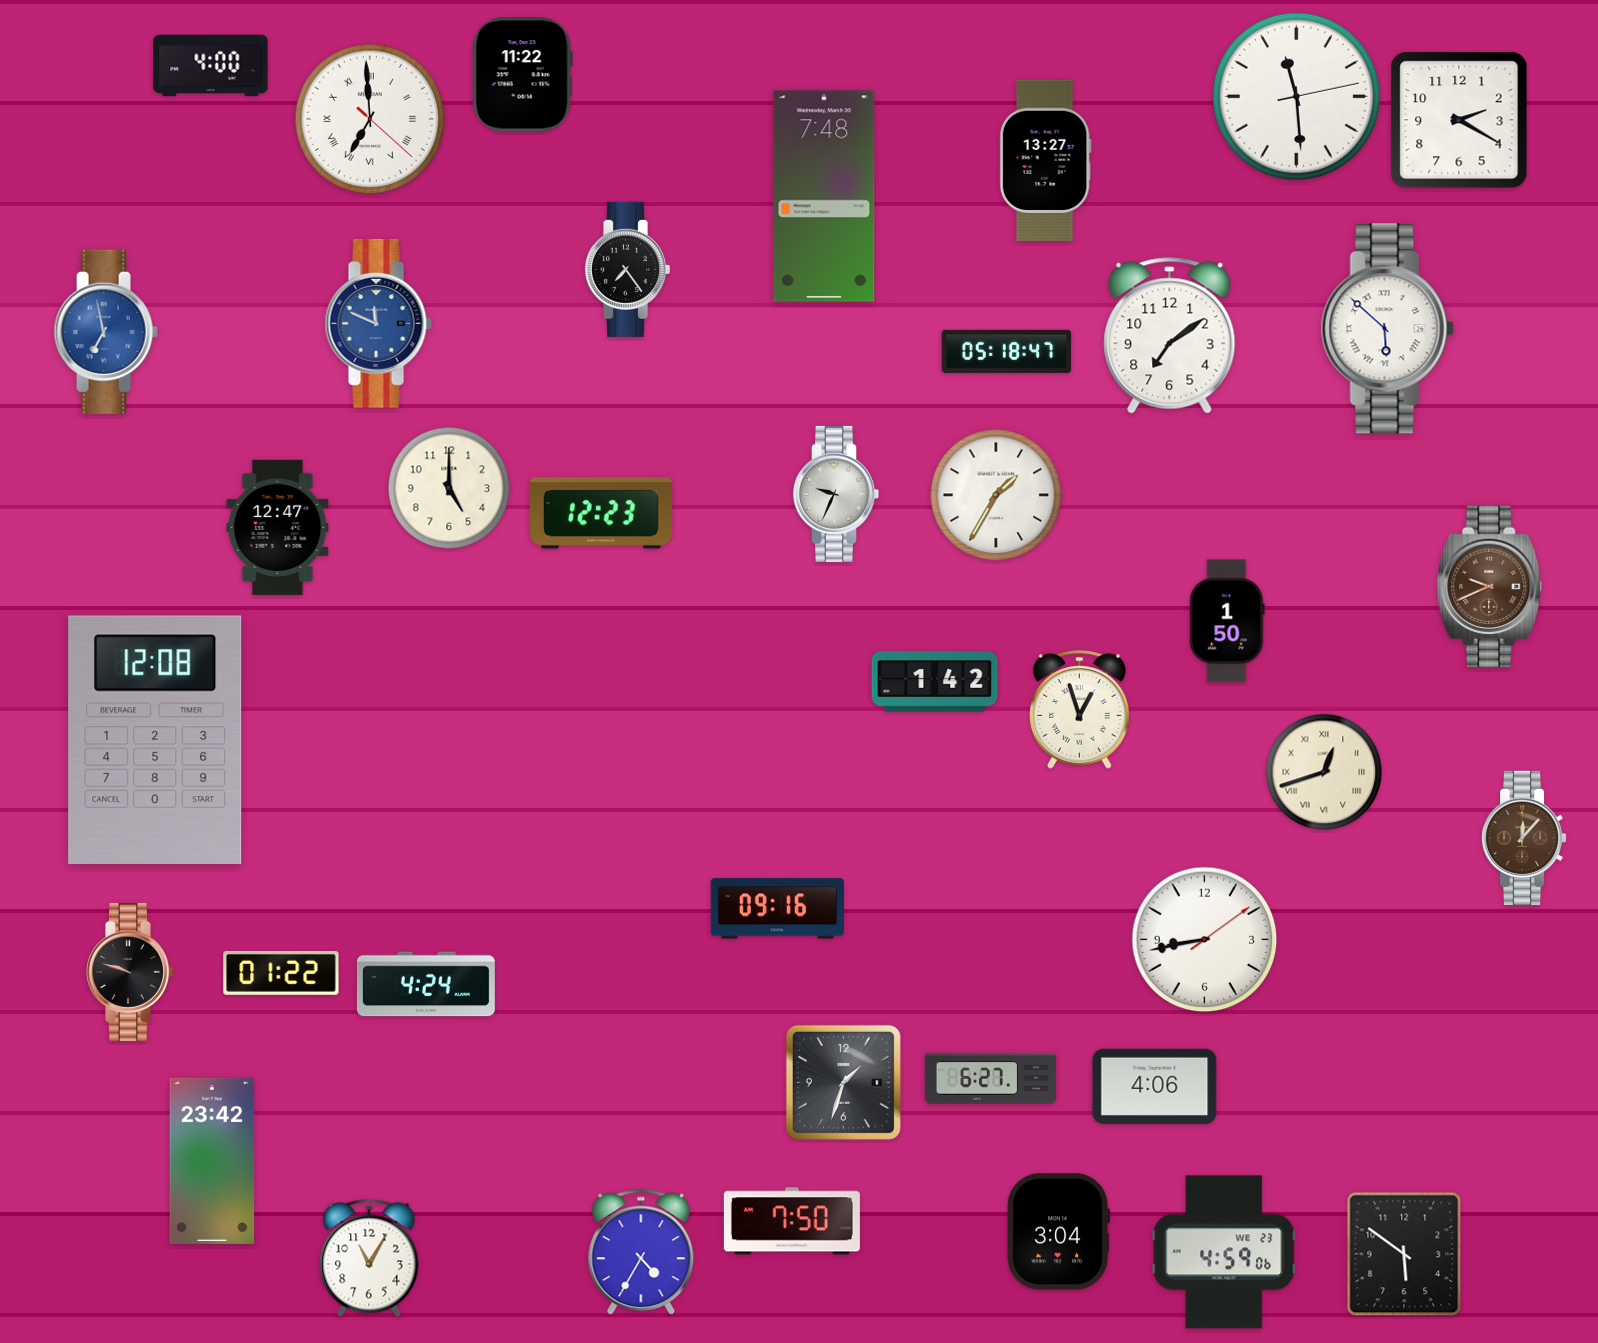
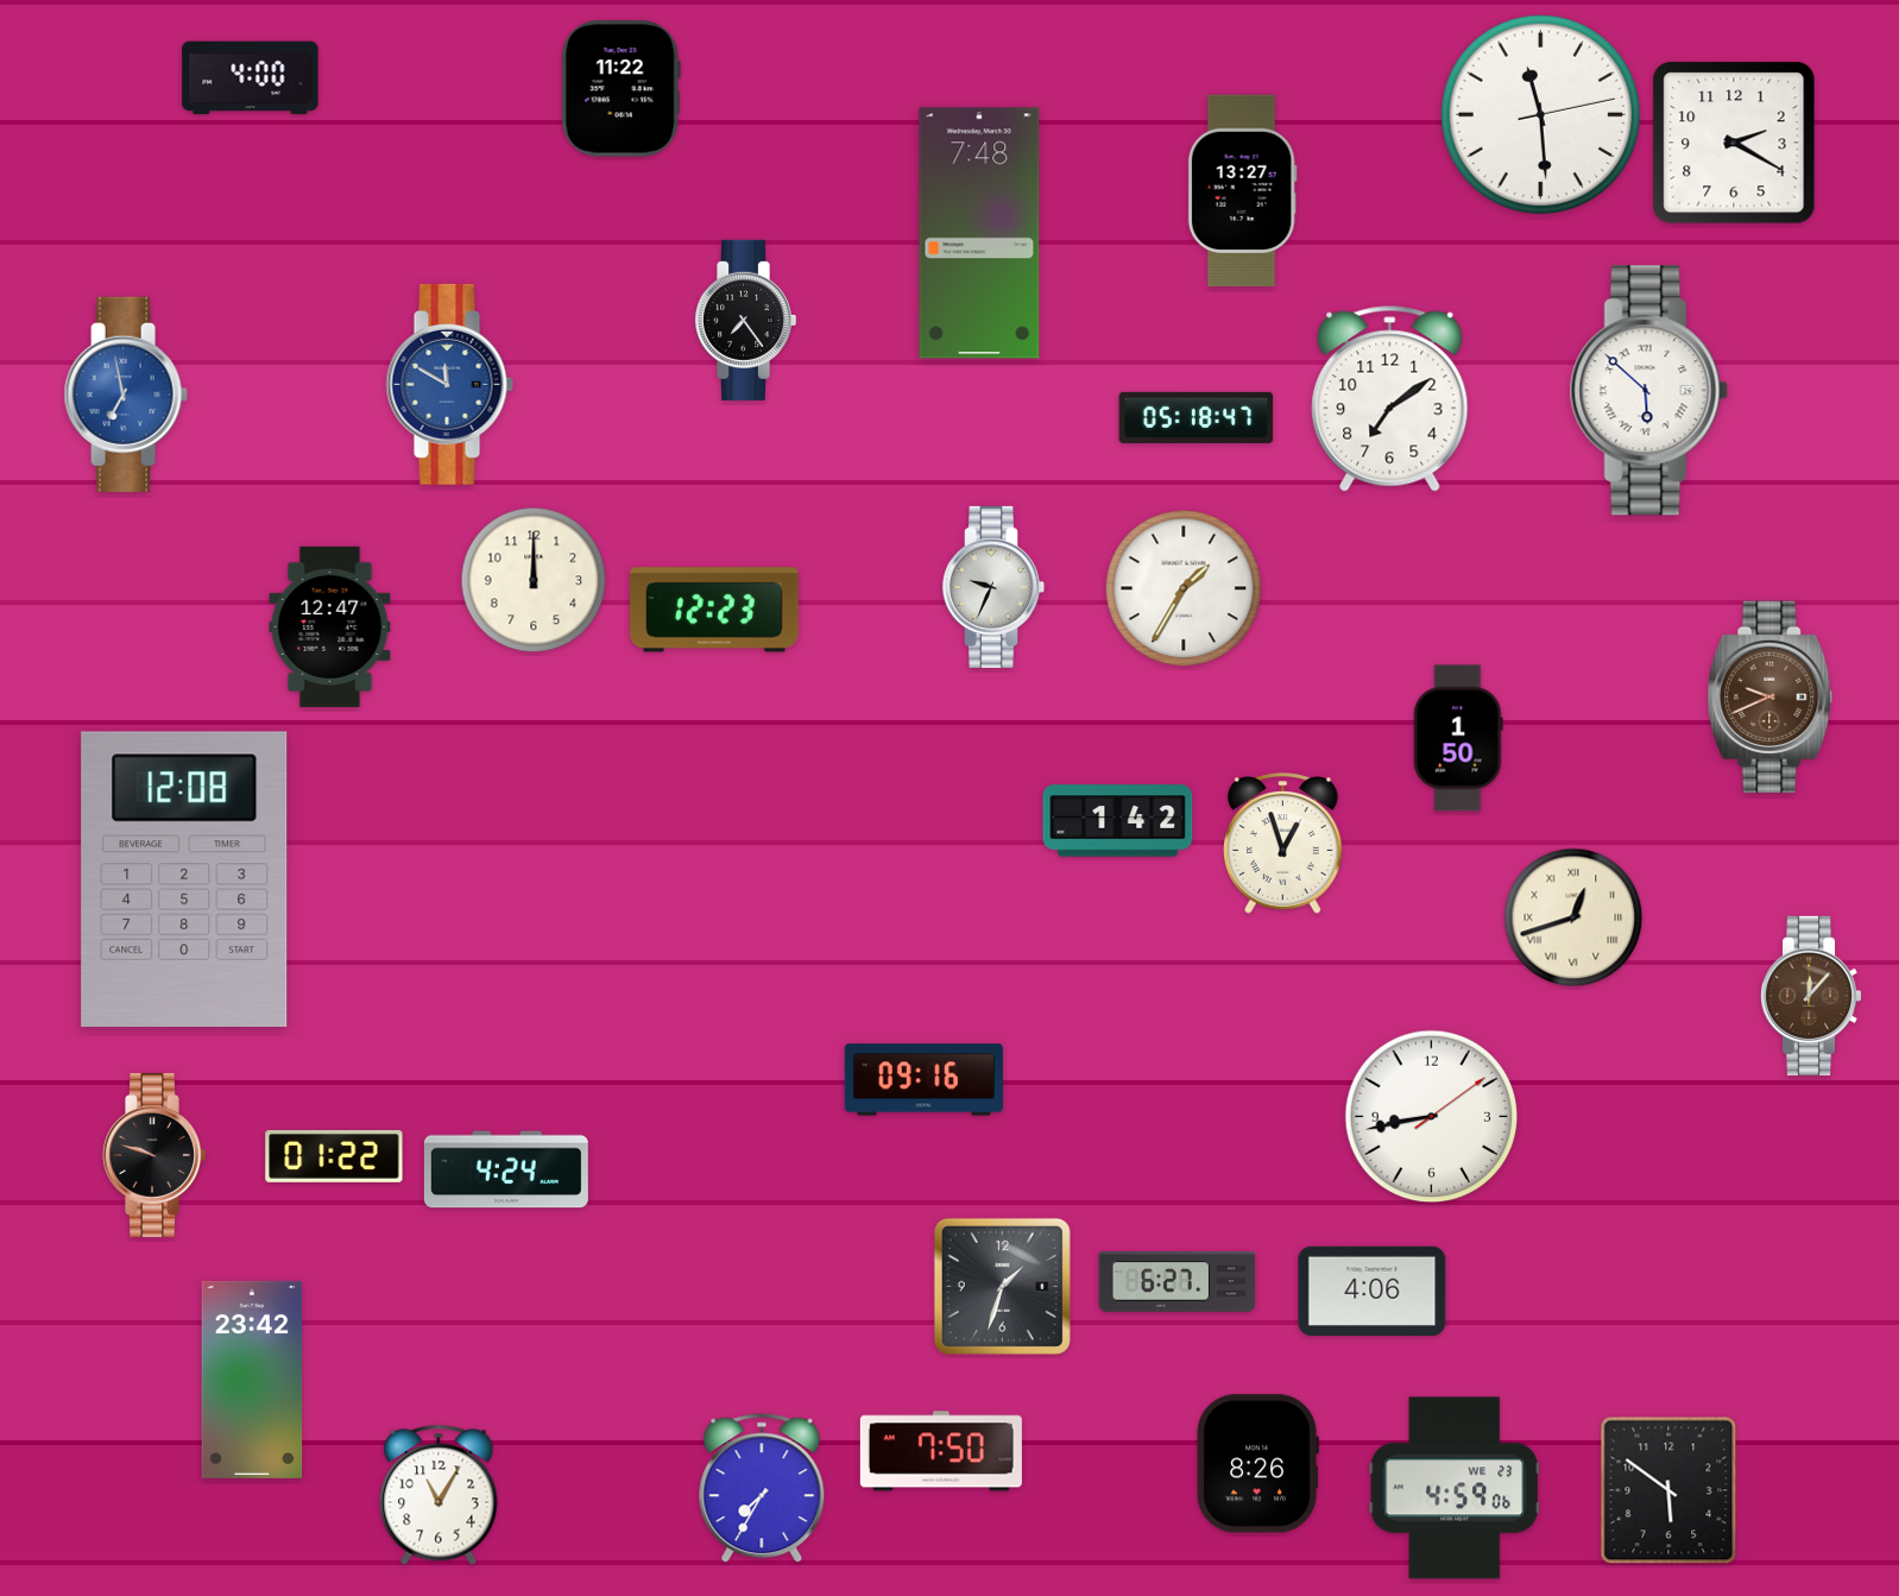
clock at (370, 119): 6:59 -> none
clock at (378, 323): 11:49 -> 11:50
clock at (449, 488): 5:00 -> 12:00
clock at (935, 682) position: (935, 682) -> (1118, 821)
clock at (1058, 1232): 3:04 -> 8:26
clock at (641, 1253): 4:35 -> 7:35
